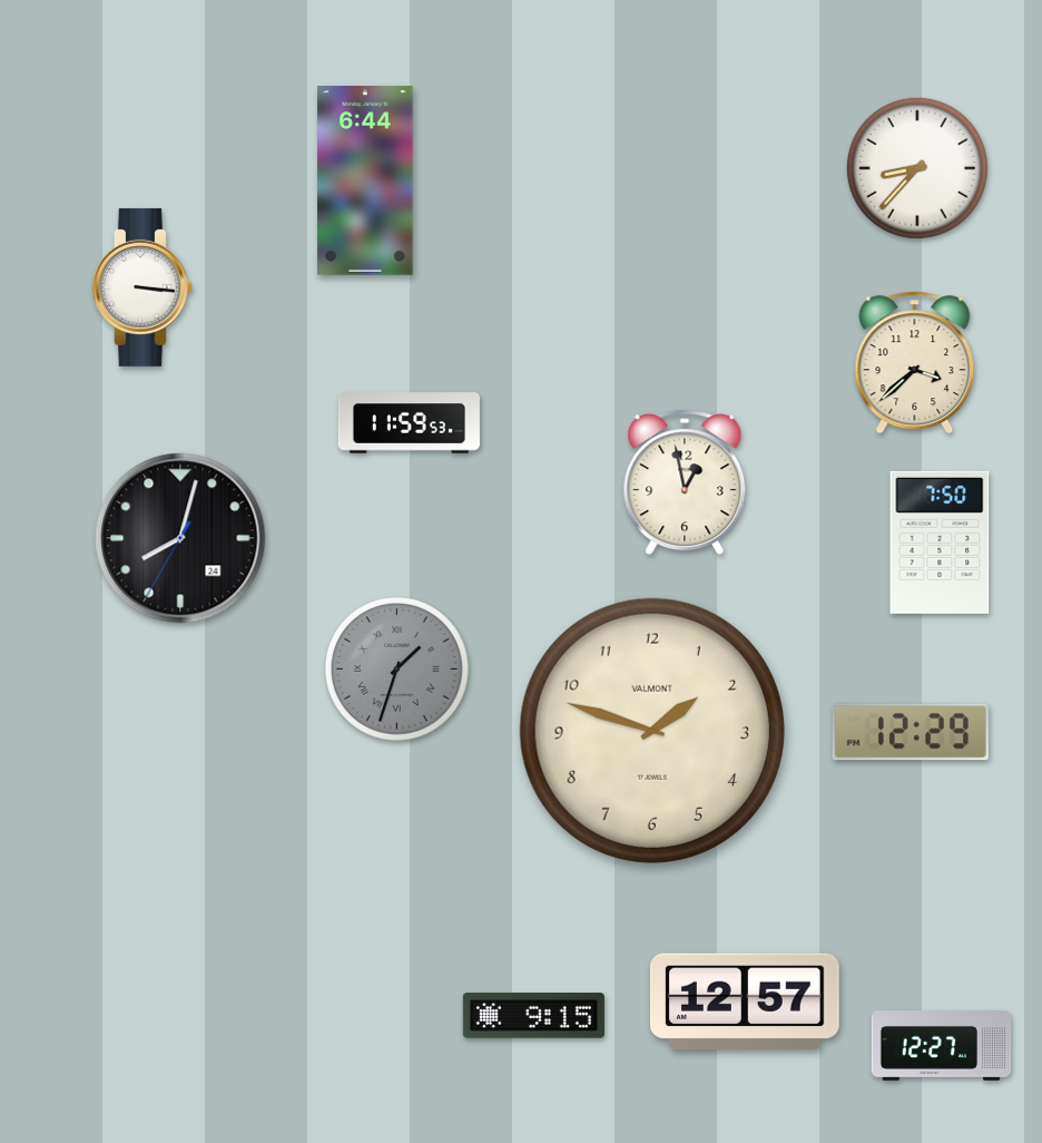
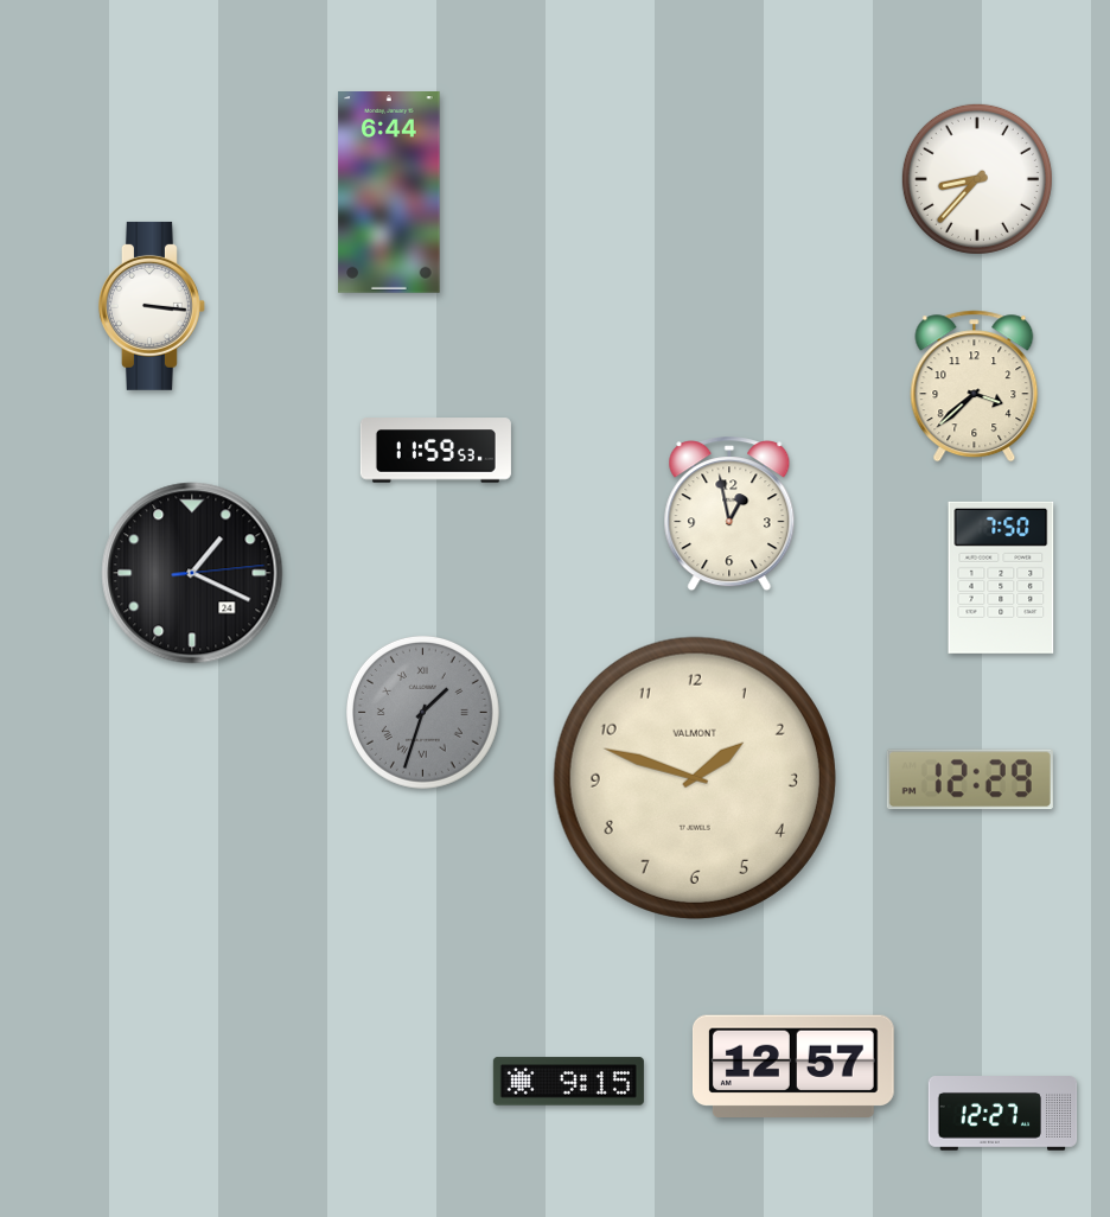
clock at (180, 538): 8:02 -> 1:19
